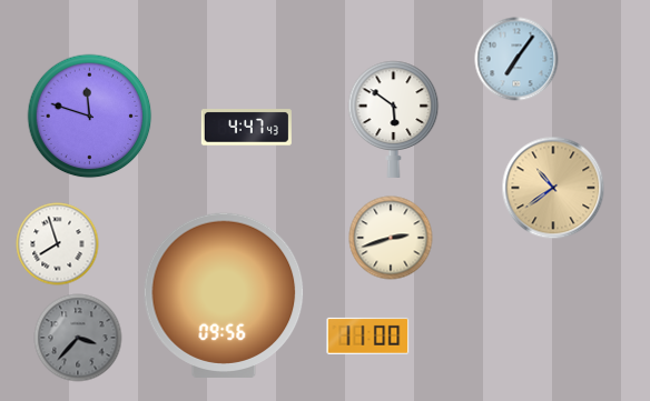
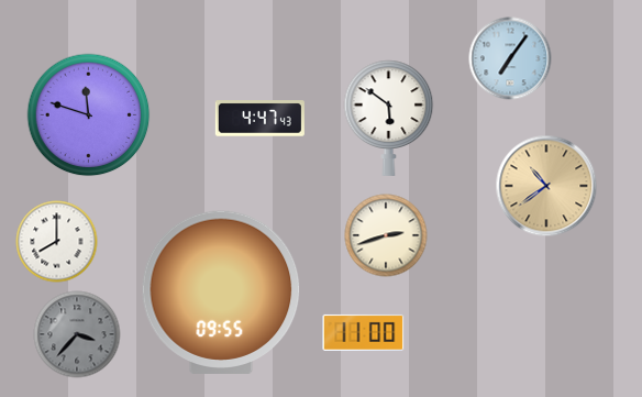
clock at (246, 128) position: (246, 128) -> (259, 119)
clock at (58, 244): 7:57 -> 8:00
clock at (224, 295): 09:56 -> 09:55
